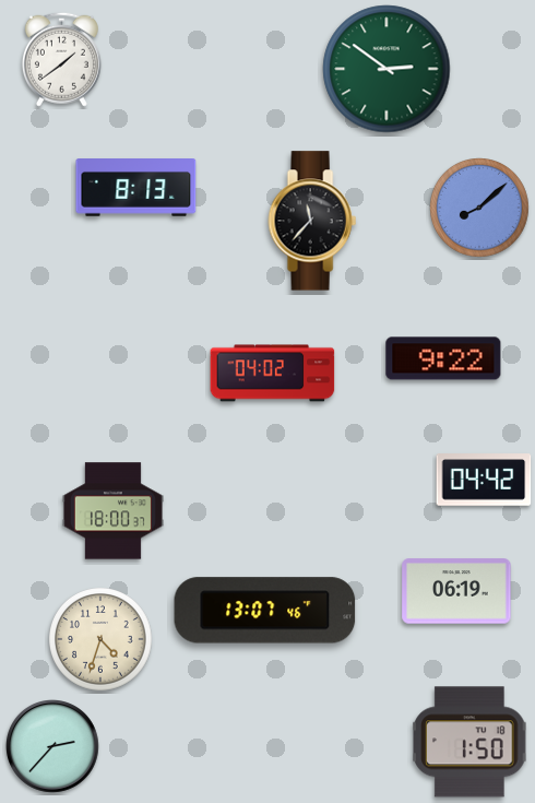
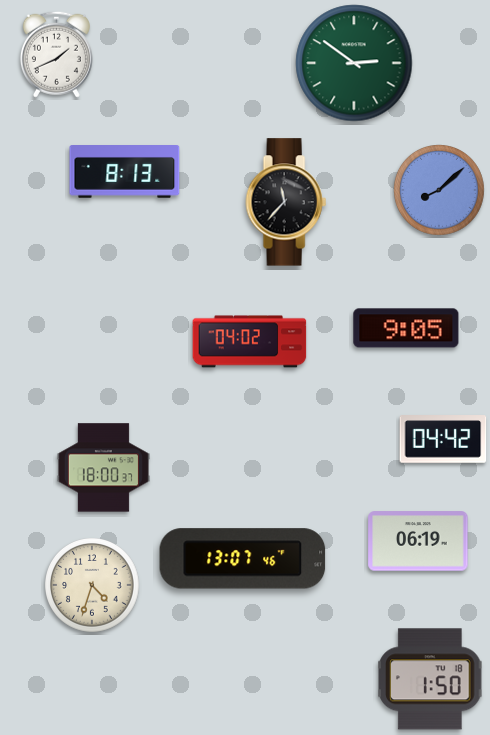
clock at (61, 59): 1:39 -> 1:41
clock at (443, 358): 9:22 -> 9:05
clock at (53, 747): 2:37 -> none
